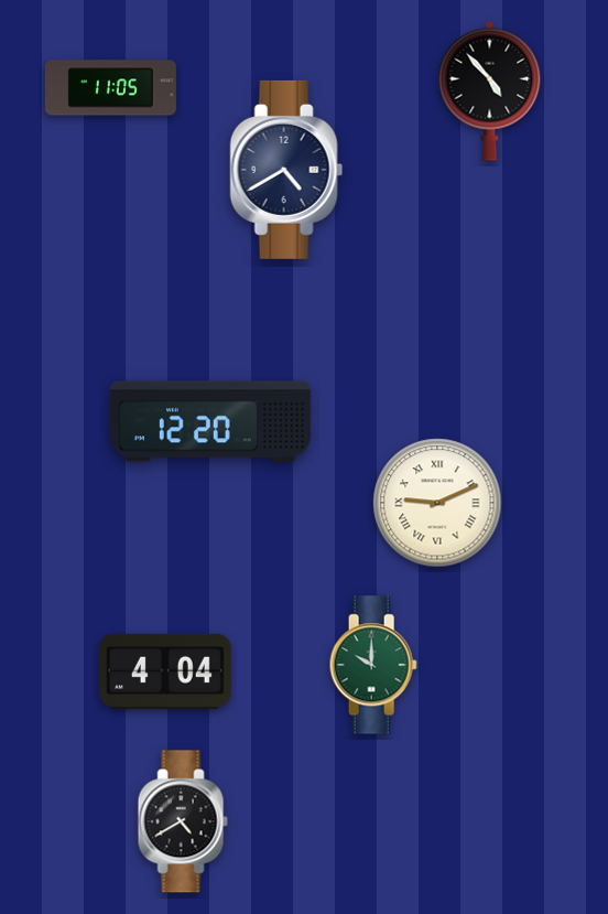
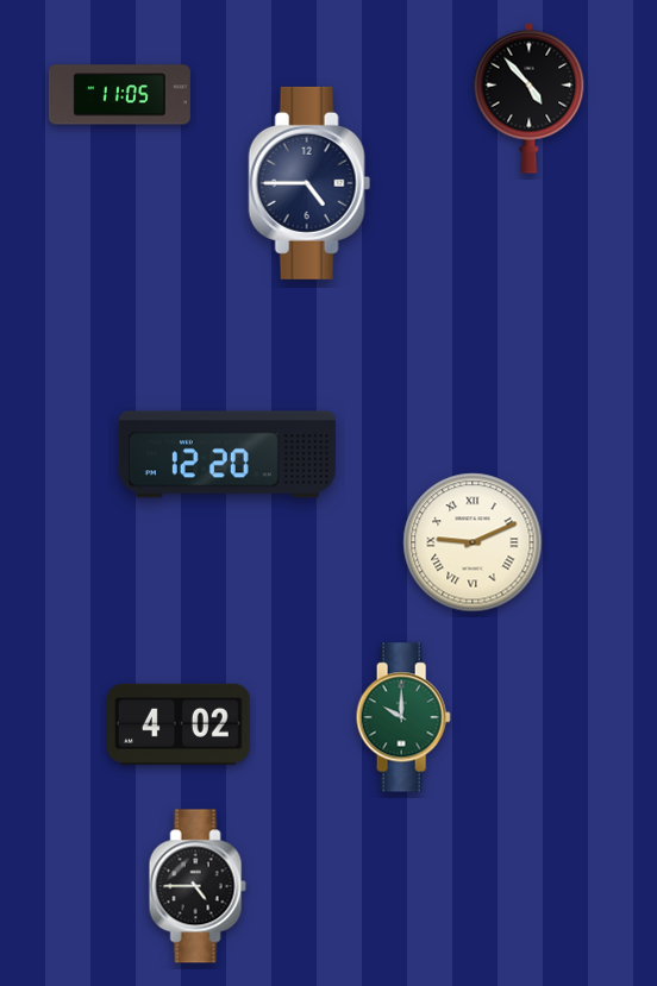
clock at (286, 170): 4:40 -> 4:45
clock at (165, 671): 4:04 -> 4:02
clock at (183, 821): 4:40 -> 4:45
